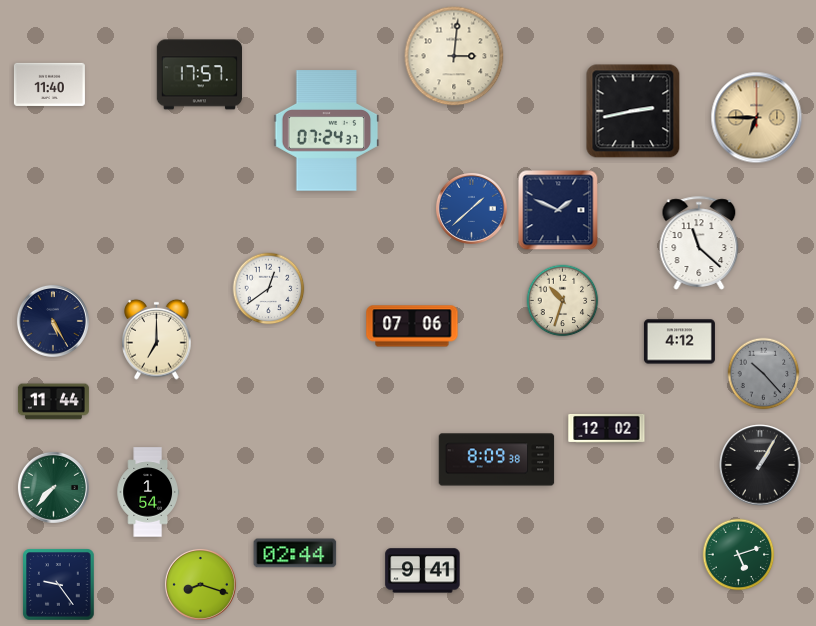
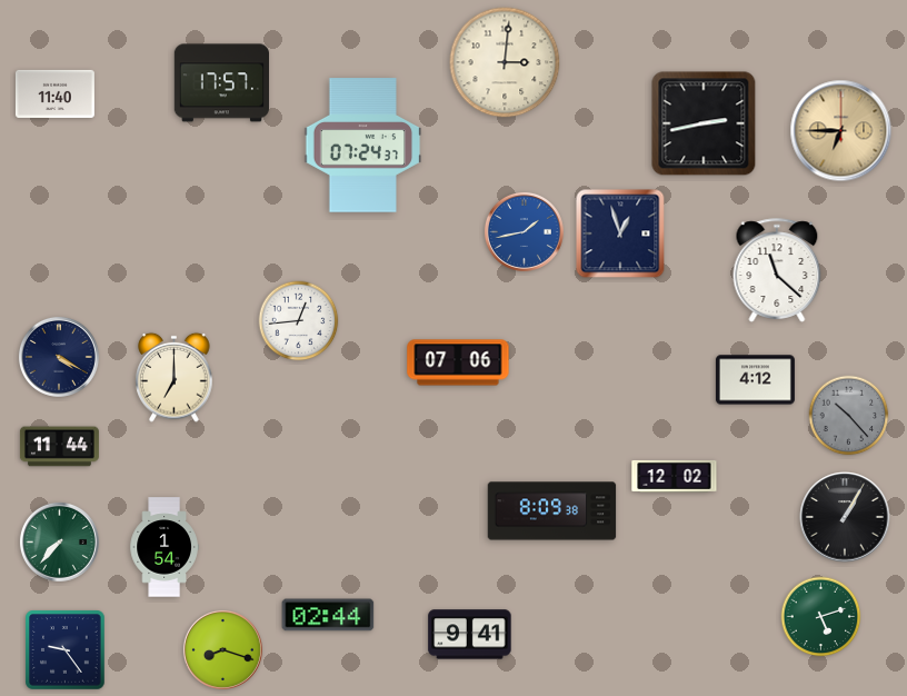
clock at (471, 208): 1:38 -> 1:43
clock at (558, 210): 1:49 -> 12:57
clock at (269, 289): 12:39 -> 12:44
clock at (563, 301): 10:33 -> none
clock at (53, 321): 5:25 -> 4:20
